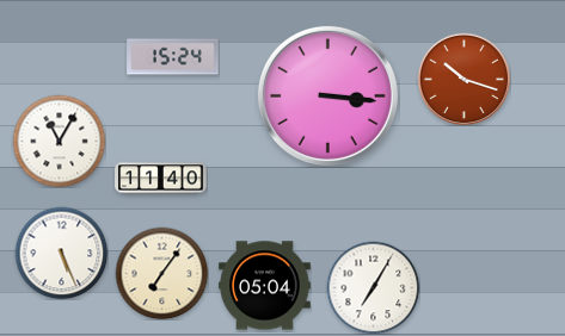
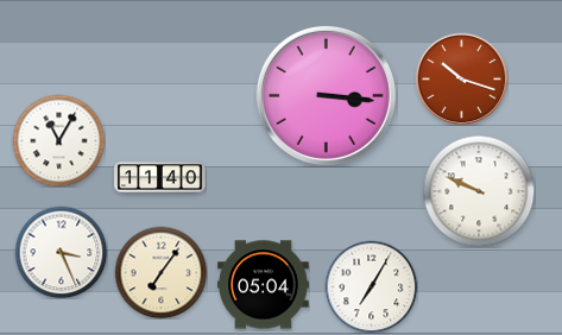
clock at (173, 57): 15:24 -> none
clock at (479, 191): none -> 9:49
clock at (61, 253): 5:26 -> 3:26
